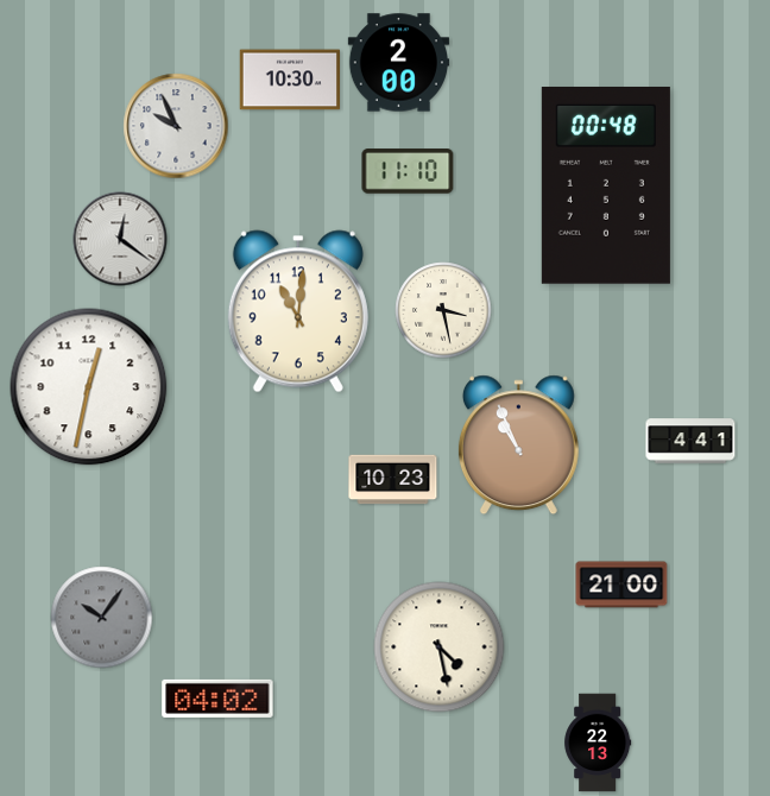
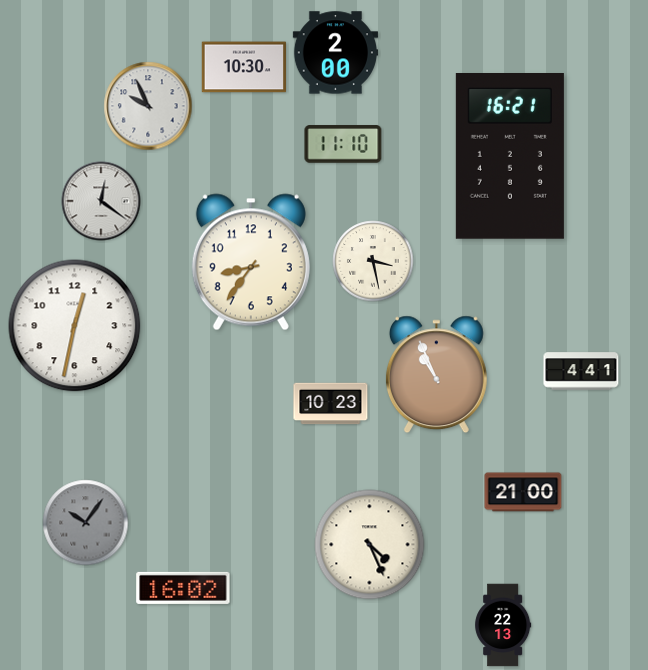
clock at (606, 187): 00:48 -> 16:21
clock at (298, 311): 11:01 -> 8:36
clock at (102, 618) position: (102, 618) -> (86, 523)
clock at (440, 647): 4:28 -> 4:26
clock at (217, 699): 04:02 -> 16:02
